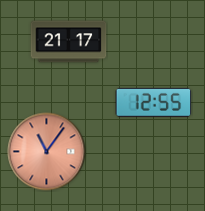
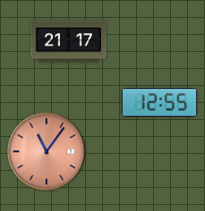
clock at (154, 102) position: (154, 102) -> (160, 102)
